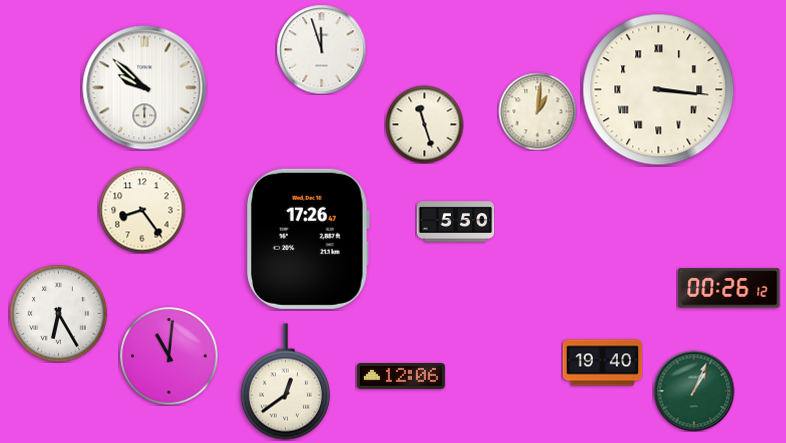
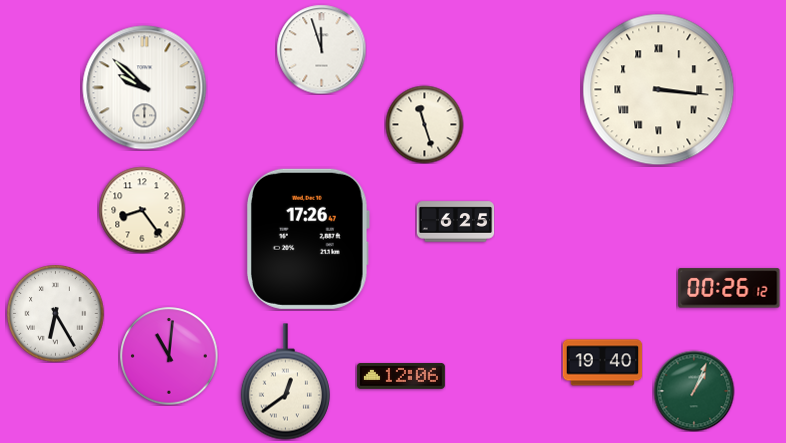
clock at (537, 111): 1:01 -> none
clock at (455, 222): 5:50 -> 6:25
clock at (59, 314) position: (59, 314) -> (56, 314)
